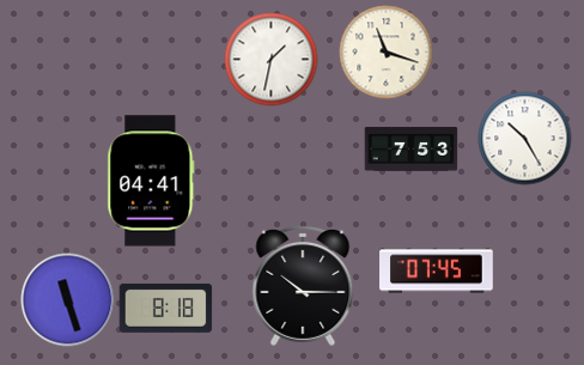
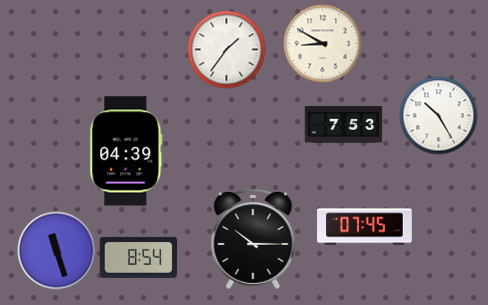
clock at (385, 51): 11:18 -> 8:50
clock at (270, 59): 1:32 -> 1:36
clock at (151, 181): 04:41 -> 04:39
clock at (165, 308): 8:18 -> 8:54
